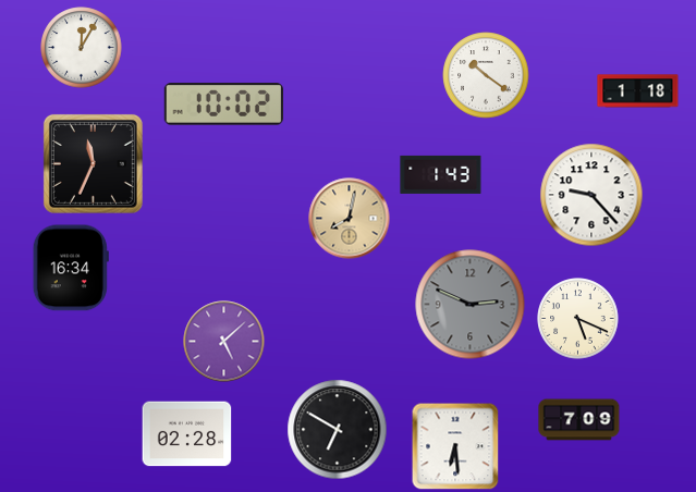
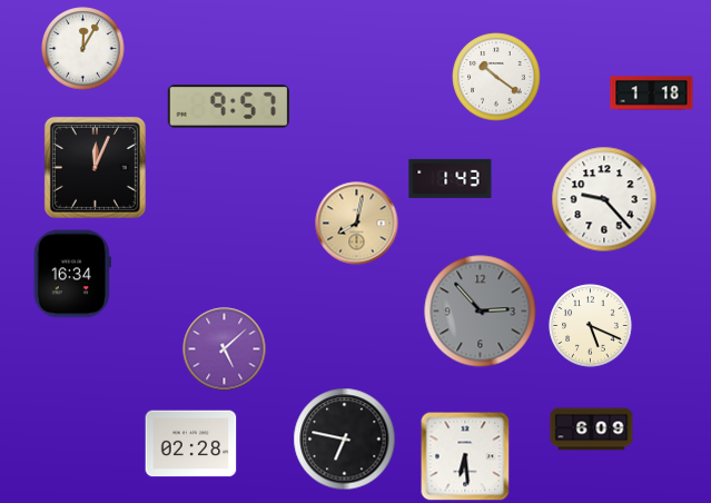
clock at (223, 104): 10:02 -> 9:57
clock at (93, 163): 11:34 -> 12:04
clock at (471, 305): 2:49 -> 2:53
clock at (224, 342) position: (224, 342) -> (225, 349)
clock at (579, 420): 7:09 -> 6:09
clock at (338, 430): 6:50 -> 6:47
